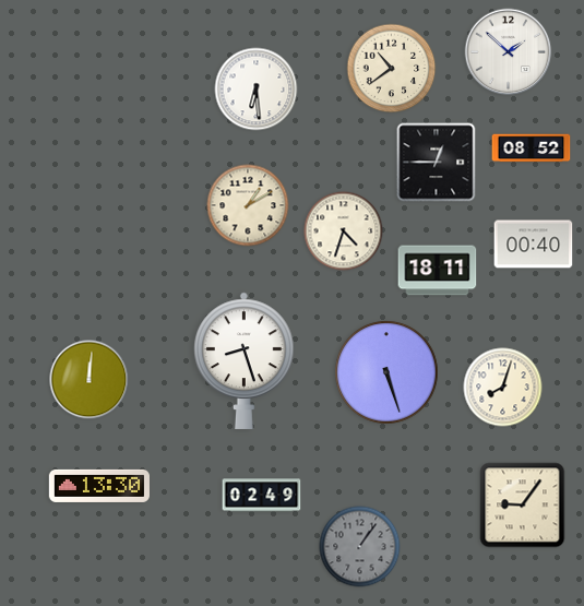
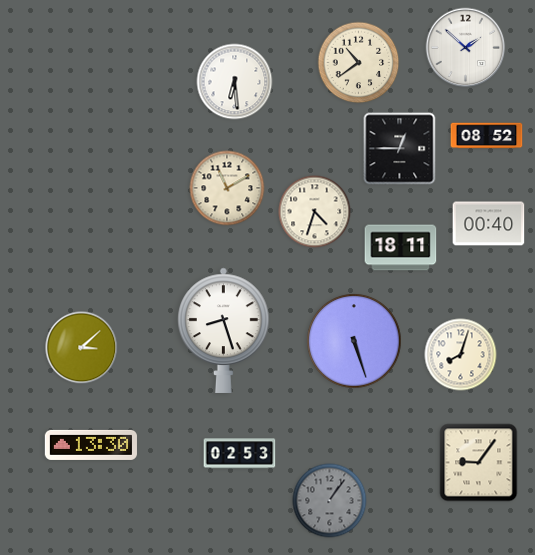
clock at (248, 205): 1:10 -> 11:10
clock at (90, 380): 12:01 -> 3:08
clock at (262, 496): 02:49 -> 02:53
